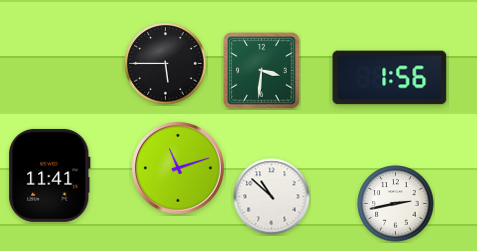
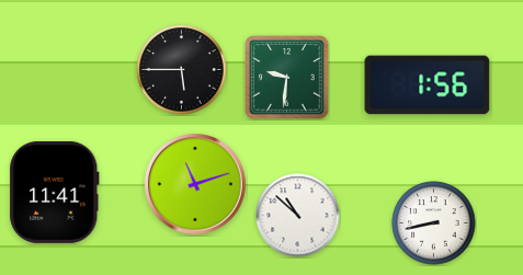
clock at (262, 71): 3:31 -> 9:31
clock at (396, 204): 2:43 -> 8:43
